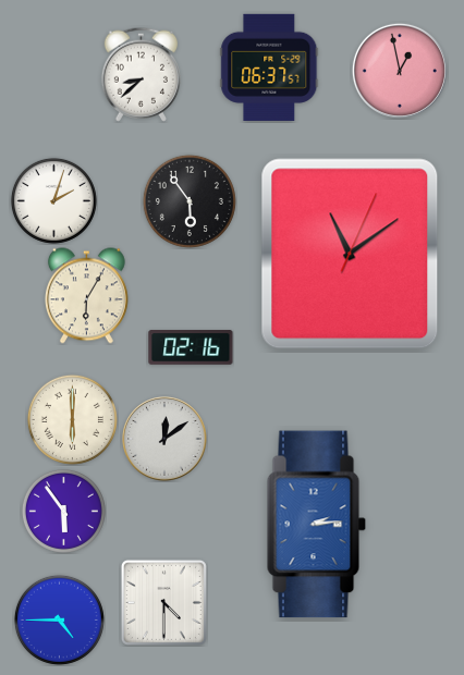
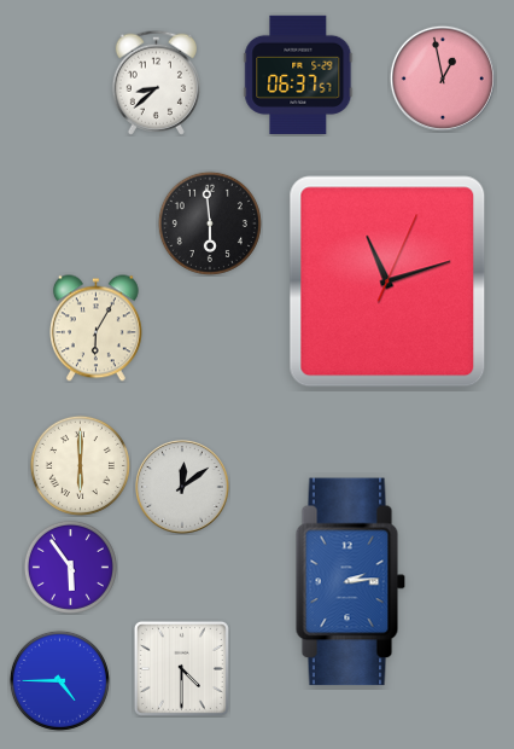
clock at (53, 200): 2:03 -> none
clock at (190, 201): 5:54 -> 5:59
clock at (350, 254): 11:09 -> 11:12
clock at (191, 347): 02:16 -> none
clock at (59, 619) position: (59, 619) -> (59, 680)
